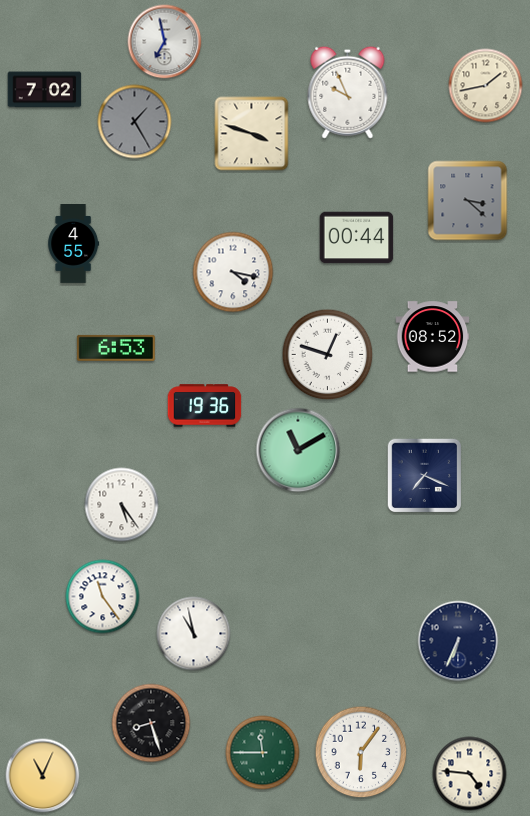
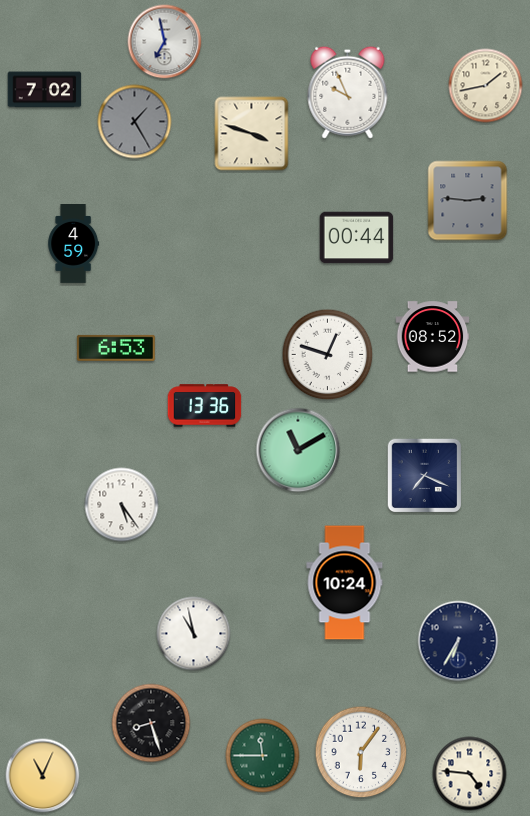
clock at (468, 201): 3:22 -> 2:46
clock at (74, 244): 4:55 -> 4:59
clock at (233, 272): 4:17 -> none
clock at (205, 406): 19:36 -> 13:36
clock at (345, 583): none -> 10:24
clock at (103, 597): 11:24 -> none
clock at (458, 641): 6:34 -> 6:35
clock at (263, 753) position: (263, 753) -> (263, 756)
